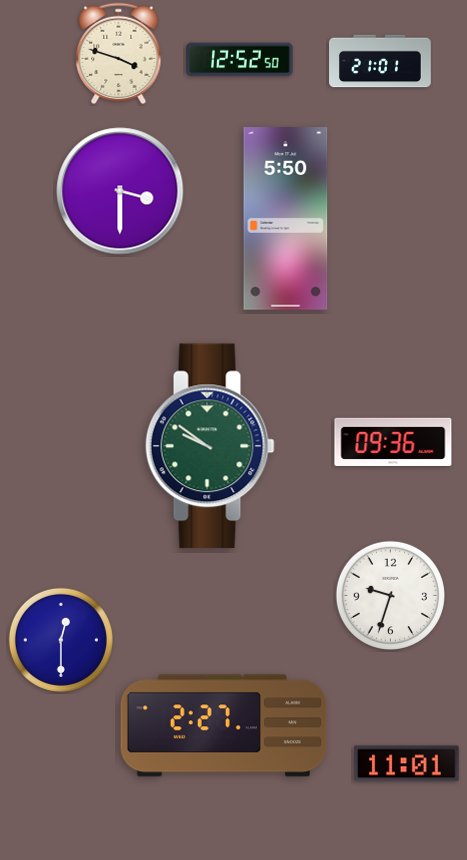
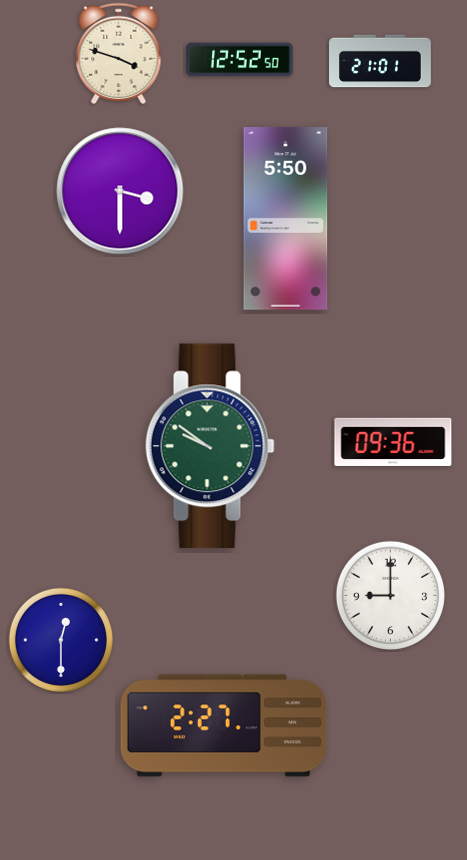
clock at (390, 595): 9:33 -> 9:00
clock at (407, 764): 11:01 -> none
